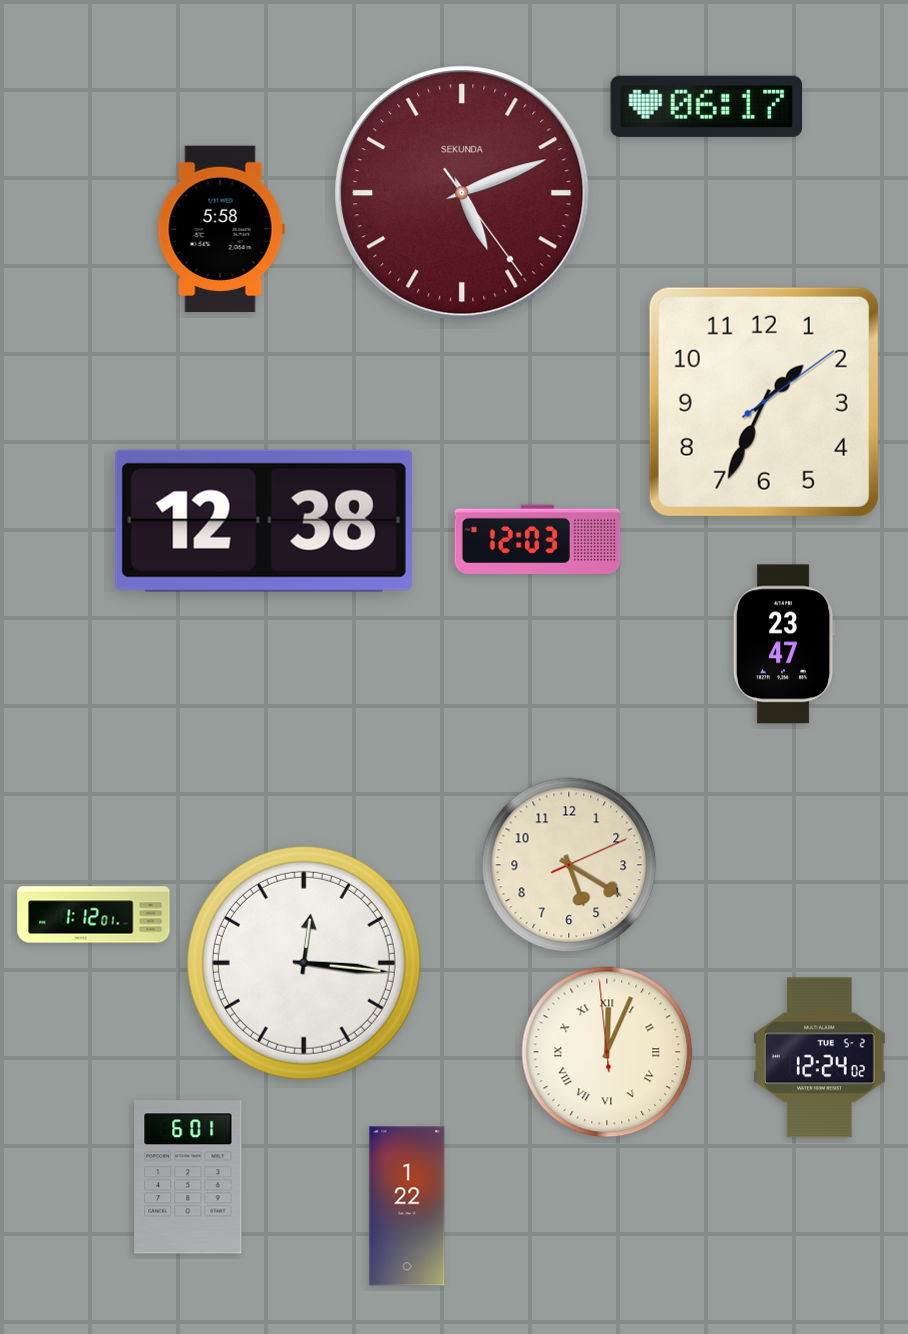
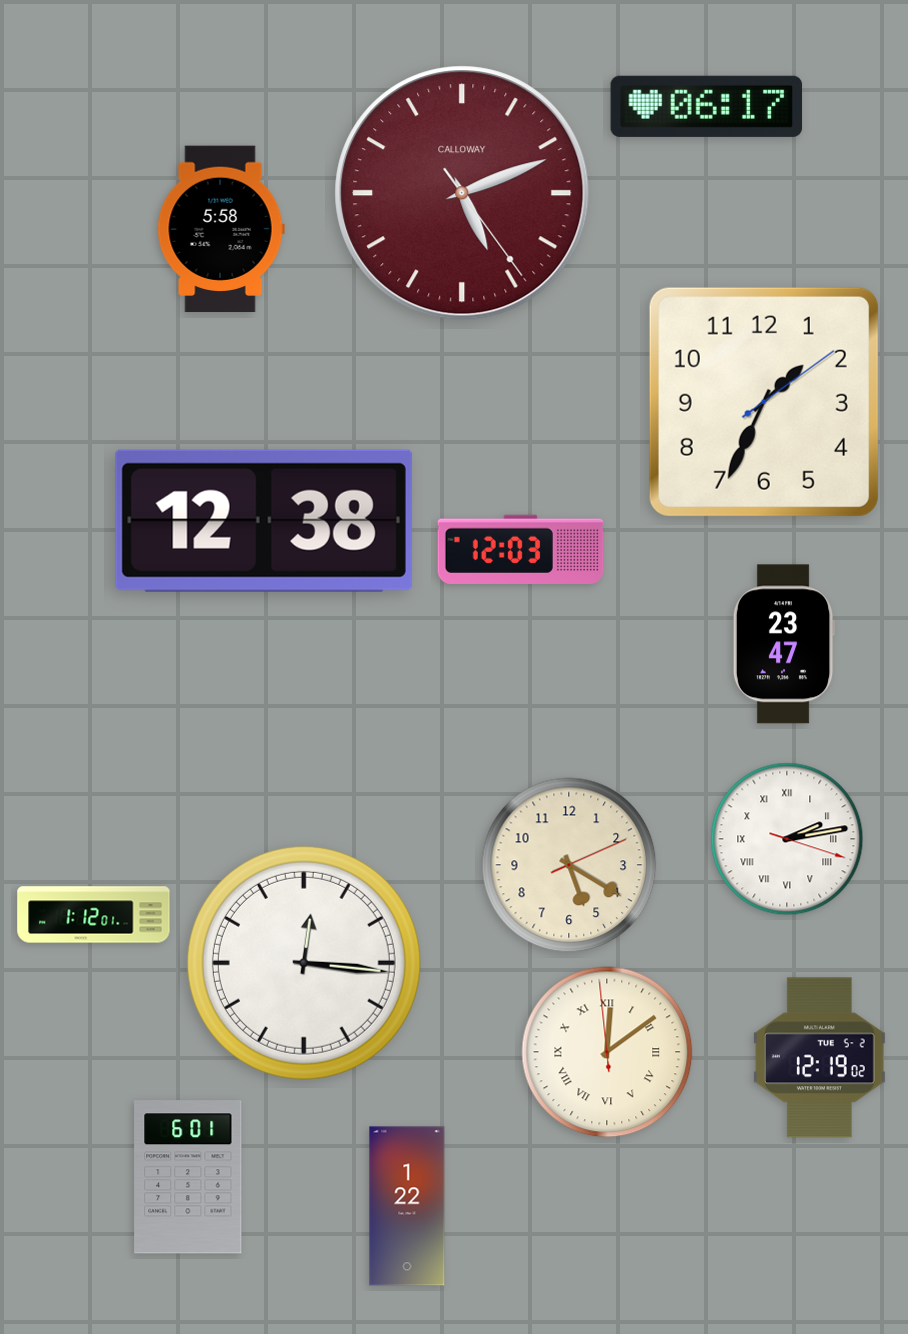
clock at (462, 193) brand: SEKUNDA -> CALLOWAY
clock at (538, 539) position: (538, 539) -> (521, 549)
clock at (787, 839): none -> 2:13
clock at (607, 1052): 12:03 -> 12:08
clock at (819, 1058): 12:24 -> 12:19
